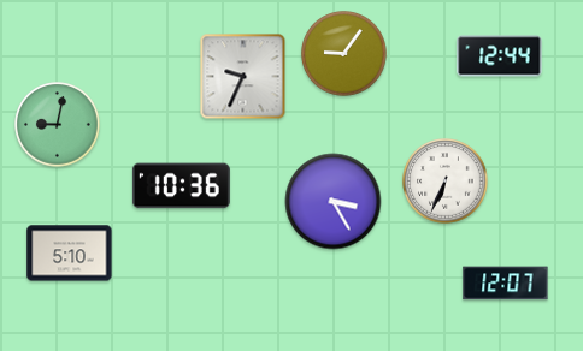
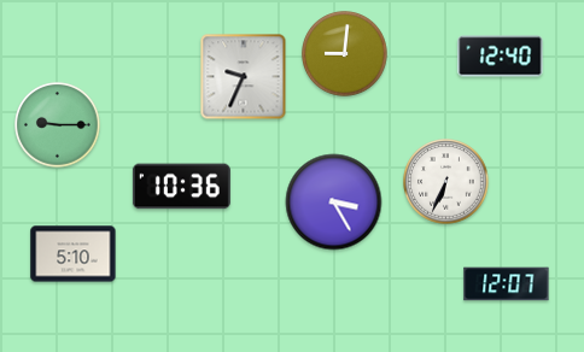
clock at (344, 54): 9:06 -> 9:01
clock at (500, 56): 12:44 -> 12:40
clock at (58, 125): 9:02 -> 9:15
clock at (70, 254) position: (70, 254) -> (74, 254)
